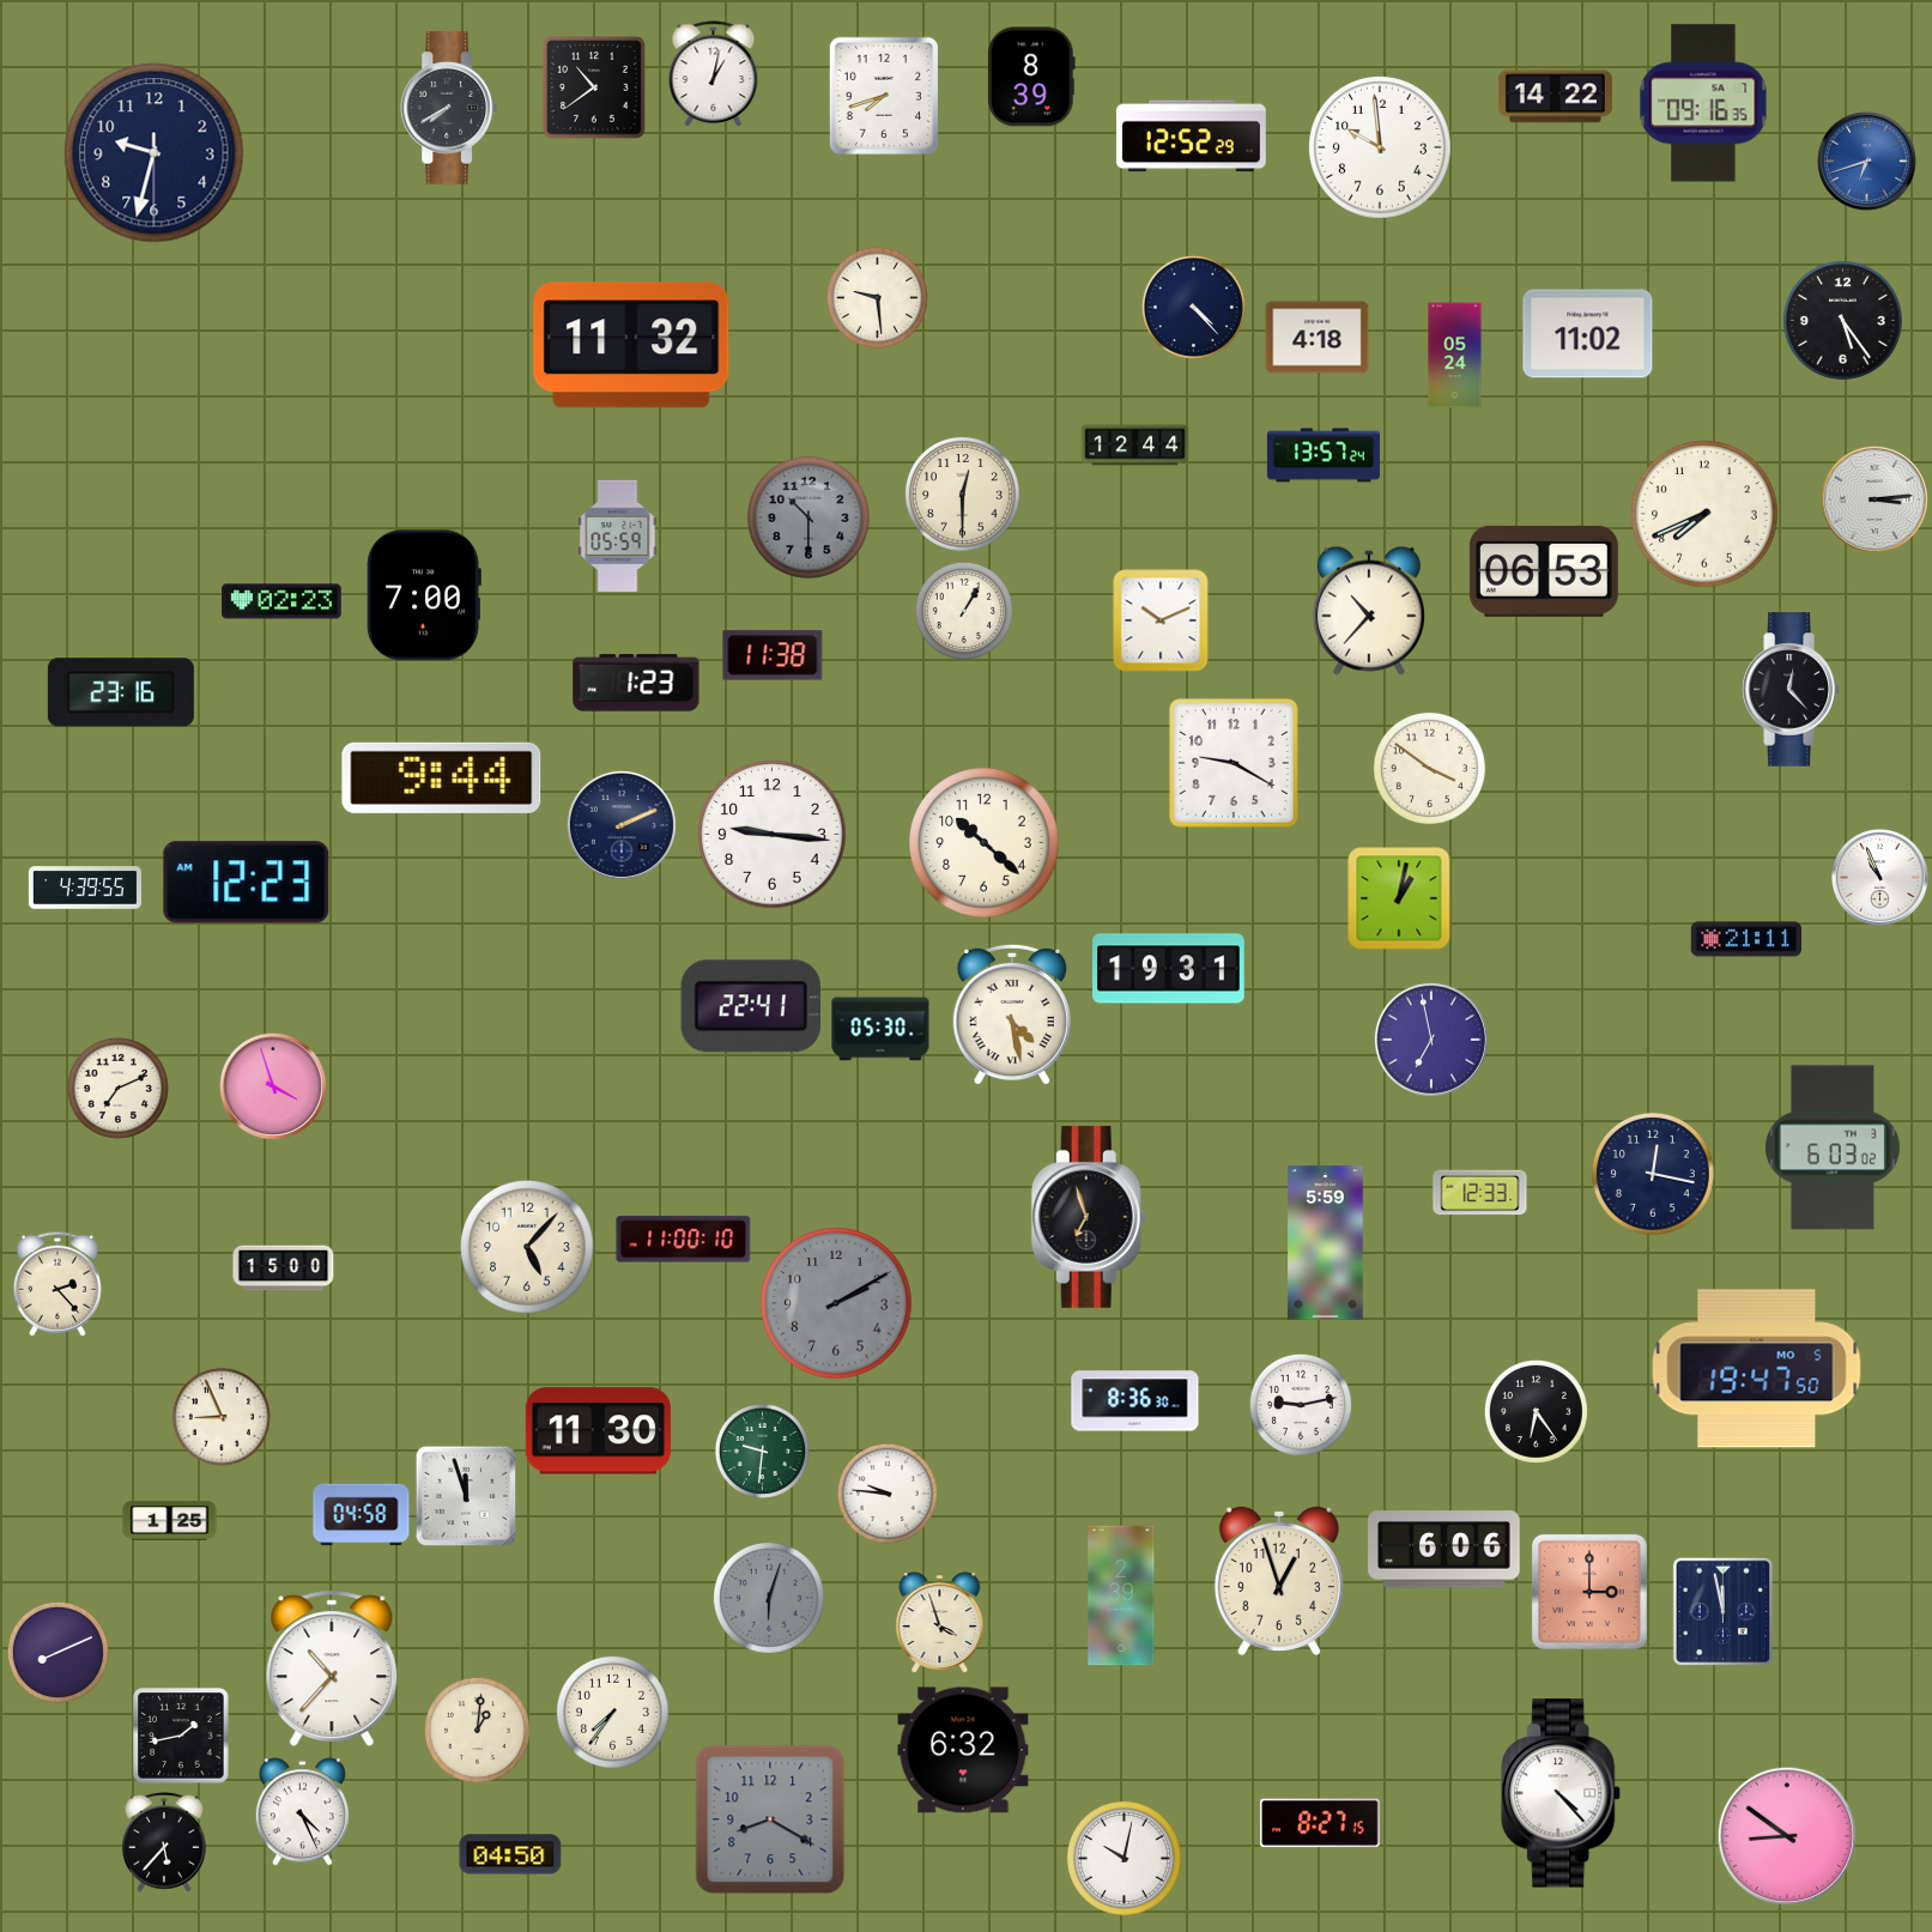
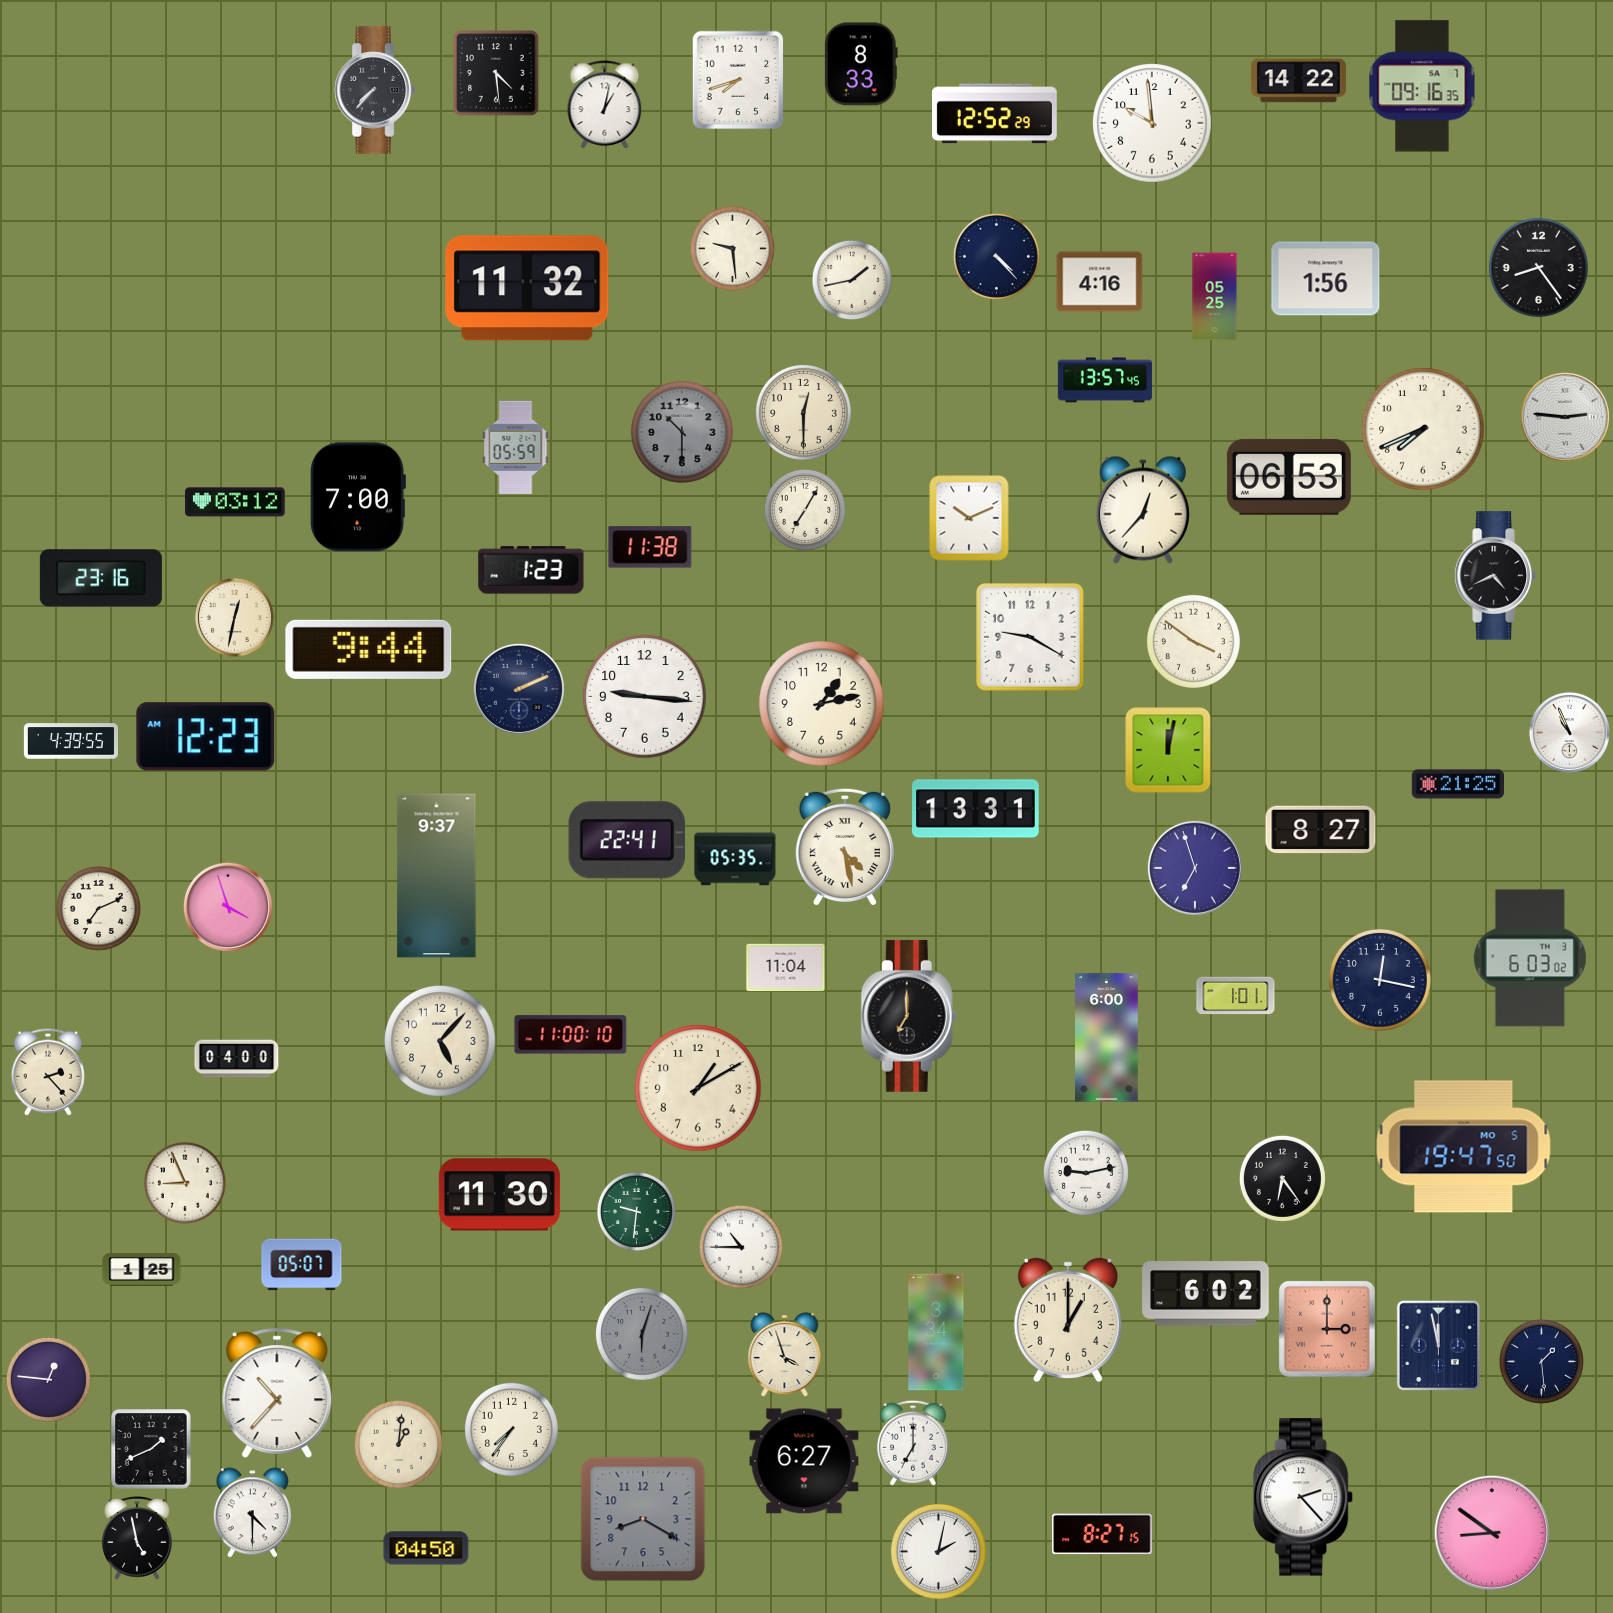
clock at (714, 73) position: (714, 73) -> (605, 104)
clock at (1031, 77): 8:39 -> 8:33
clock at (594, 87): 10:39 -> 4:29
clock at (448, 108): 7:40 -> 7:37
clock at (155, 153): 9:32 -> none
clock at (1866, 161): 6:42 -> none
clock at (1842, 320): 5:24 -> 8:24
clock at (1588, 334): 11:02 -> 1:56
clock at (852, 280): none -> 1:43
clock at (1318, 338): 4:18 -> 4:16
clock at (1455, 356): 05:24 -> 05:25
clock at (1135, 446): 12:44 -> none
clock at (1324, 455): 13:57:24 -> 13:57:45
clock at (1875, 499): 3:14 -> 2:46
clock at (808, 517) position: (808, 517) -> (682, 432)
clock at (424, 595) position: (424, 595) -> (358, 497)
clock at (281, 601): 02:23 -> 03:12
clock at (964, 611): 1:05 -> 7:05
clock at (1369, 611): 10:37 -> 12:37
clock at (773, 655) position: (773, 655) -> (650, 547)
clock at (1791, 690): 12:23 -> 4:41
clock at (234, 617): none -> 12:32
clock at (985, 843): 10:22 -> 1:13
clock at (1399, 898): 1:02 -> 12:02
clock at (1745, 939): 21:11 -> 21:25
clock at (1169, 969): 19:31 -> 13:31
clock at (1321, 830): none -> 8:27
clock at (880, 1029): 05:30 -> 05:35
clock at (1431, 1040): 6:58 -> 6:57
clock at (437, 876): none -> 9:37
clock at (786, 968): none -> 11:04
clock at (1480, 1193): 12:33 -> 1:01
clock at (1089, 1217): 6:57 -> 7:00
clock at (1326, 1243): 5:59 -> 6:00
clock at (284, 1268): 15:00 -> 04:00
clock at (836, 1303): 2:10 -> 1:10
clock at (836, 1303) dial: grey -> cream
clock at (1757, 1369) position: (1757, 1369) -> (1464, 1147)
clock at (1135, 1401): 8:36 -> none
clock at (888, 1494): 9:46 -> 10:45
clock at (465, 1495): 11:57 -> none
clock at (362, 1515): 04:58 -> 05:07
clock at (1445, 1550): 6:06 -> 6:02
clock at (1279, 1581): 12:57 -> 1:00
clock at (1121, 1595): 2:39 -> 3:34
clock at (1541, 1361): none -> 1:29
clock at (57, 1652): 8:11 -> 12:46
clock at (913, 1443): none -> 7:00
clock at (181, 1736): 1:43 -> 1:41
clock at (963, 1750): 6:32 -> 6:27
clock at (1562, 1793): 4:23 -> 2:23
clock at (302, 1812): 4:26 -> 4:30
clock at (1320, 1823) position: (1320, 1823) -> (1102, 1534)
clock at (164, 1843): 5:37 -> 4:58
clock at (1124, 1858): 10:02 -> 2:02
